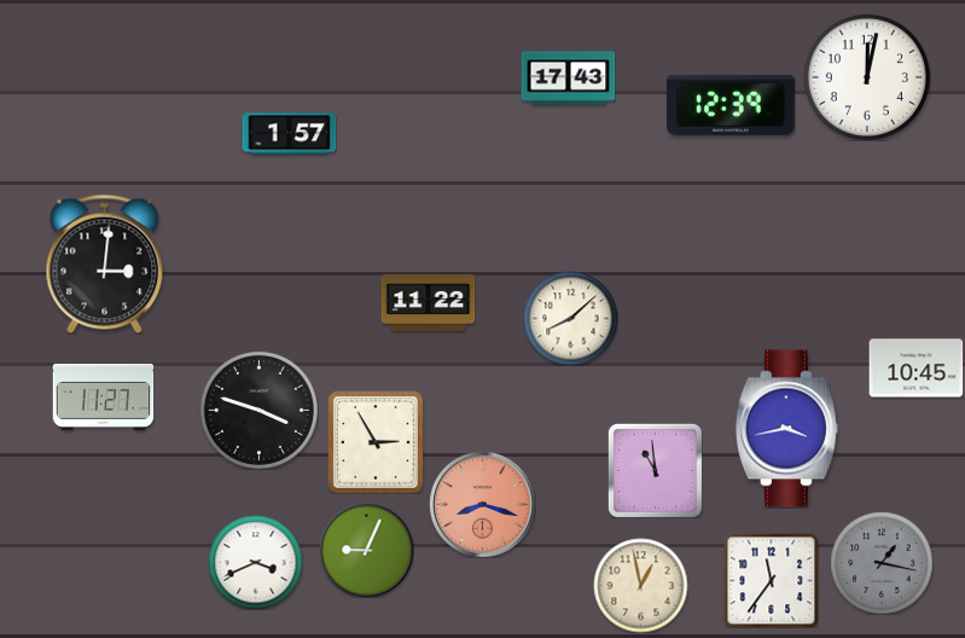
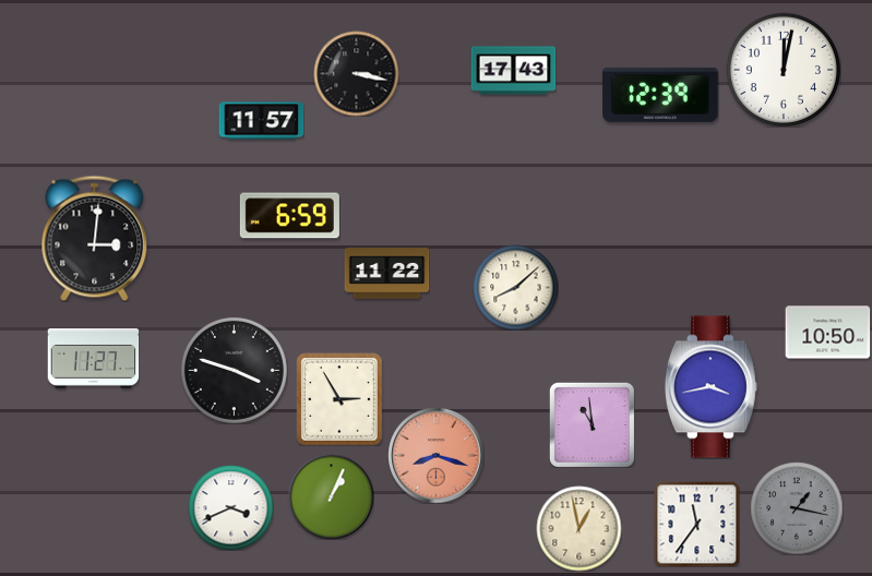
clock at (356, 73): none -> 3:17
clock at (289, 134): 1:57 -> 11:57
clock at (289, 216): none -> 6:59
clock at (915, 369): 10:45 -> 10:50
clock at (366, 550): 9:04 -> 1:04
